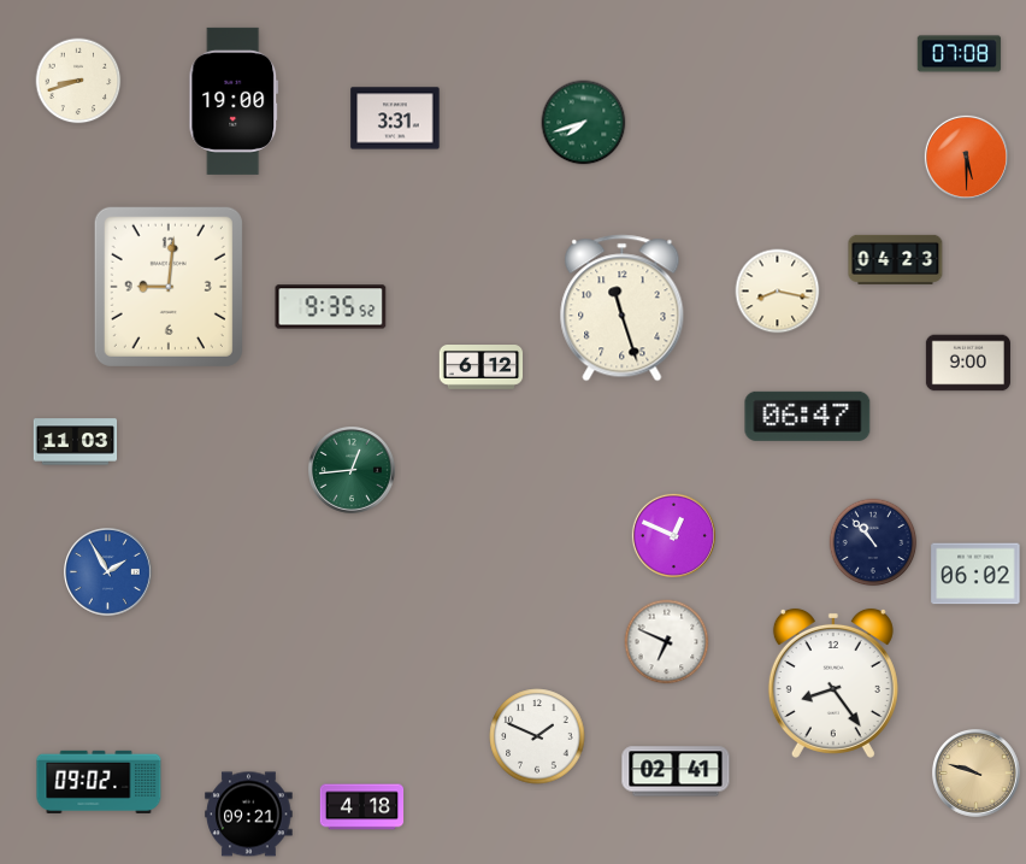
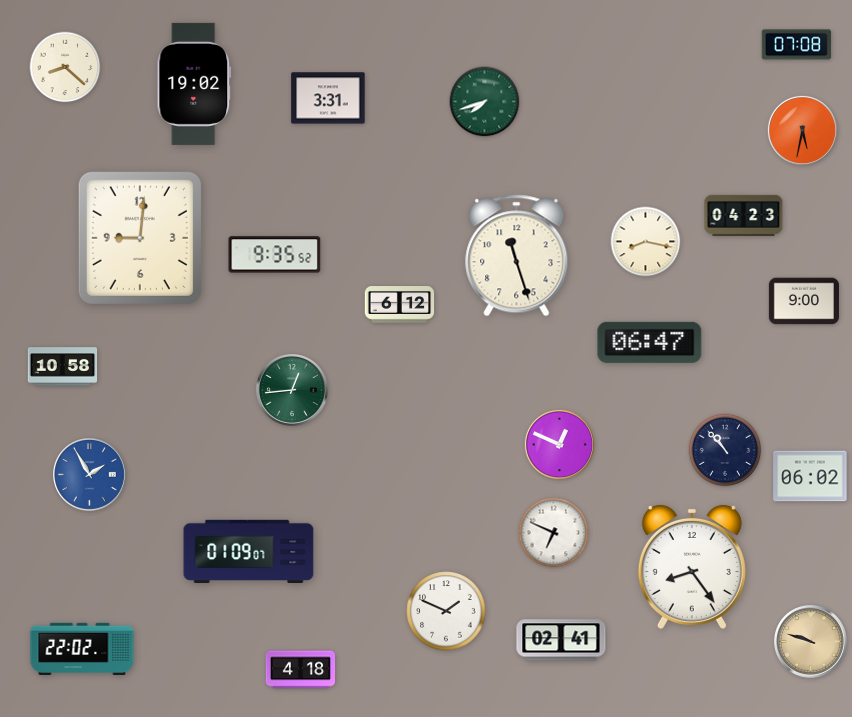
clock at (78, 81): 8:42 -> 8:22
clock at (234, 101): 19:00 -> 19:02
clock at (966, 157): 5:30 -> 5:32
clock at (808, 416) position: (808, 416) -> (650, 342)
clock at (76, 442): 11:03 -> 10:58
clock at (249, 552): none -> 01:09
clock at (99, 782): 09:02 -> 22:02
clock at (249, 815): 09:21 -> none
